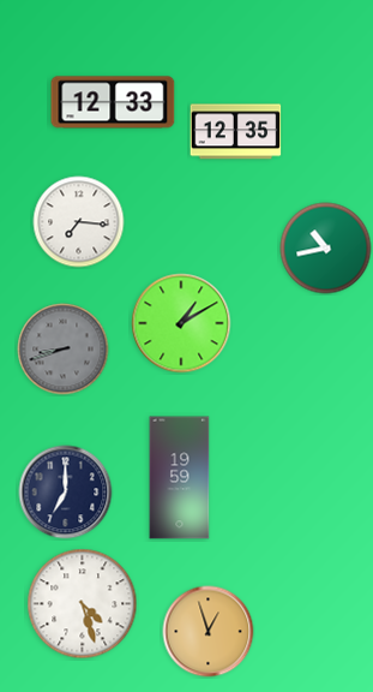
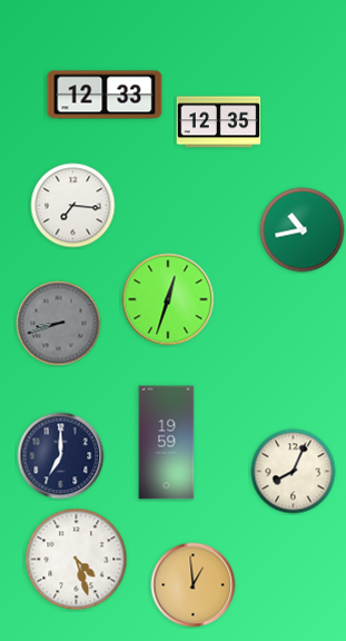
clock at (181, 323): 1:10 -> 12:33
clock at (294, 472): none -> 8:04
clock at (209, 632): 12:57 -> 12:59
